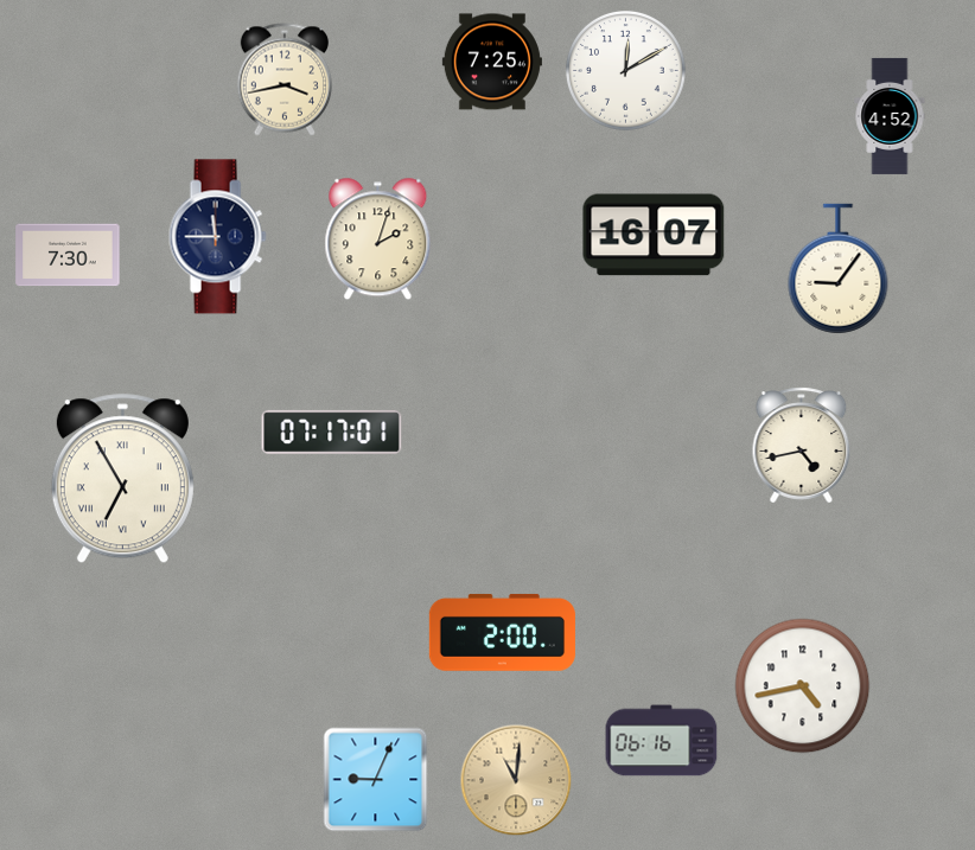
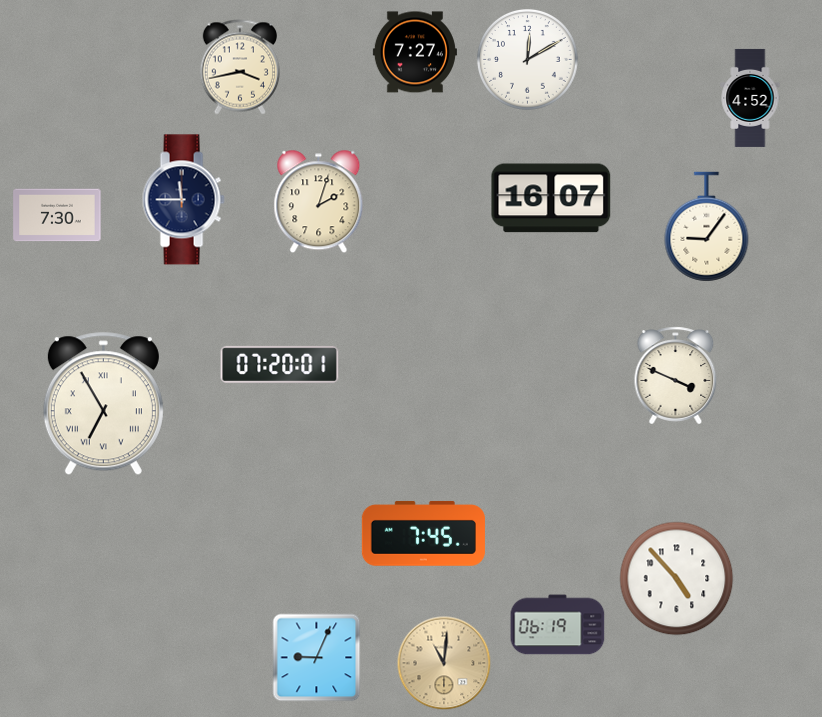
clock at (492, 62): 7:25 -> 7:27
clock at (332, 432): 07:17 -> 07:20
clock at (802, 446): 4:43 -> 3:49
clock at (502, 633): 2:00 -> 7:45
clock at (803, 686): 4:43 -> 4:53
clock at (662, 741): 06:16 -> 06:19
clock at (516, 780) position: (516, 780) -> (444, 663)
